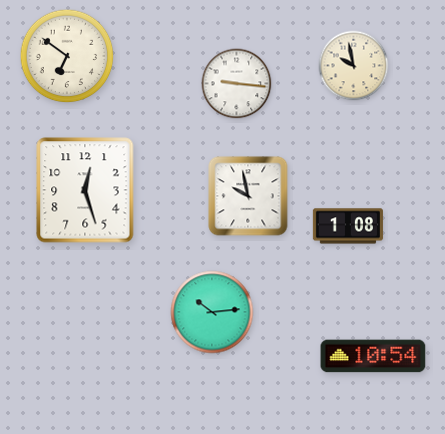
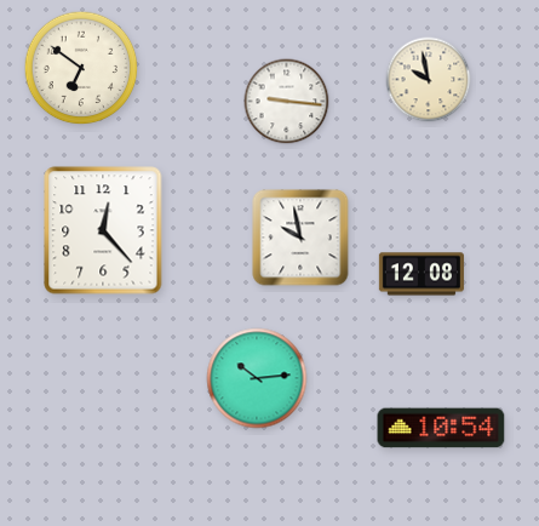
clock at (85, 190): 12:27 -> 12:23
clock at (348, 226): 1:08 -> 12:08
clock at (373, 356) position: (373, 356) -> (441, 428)
